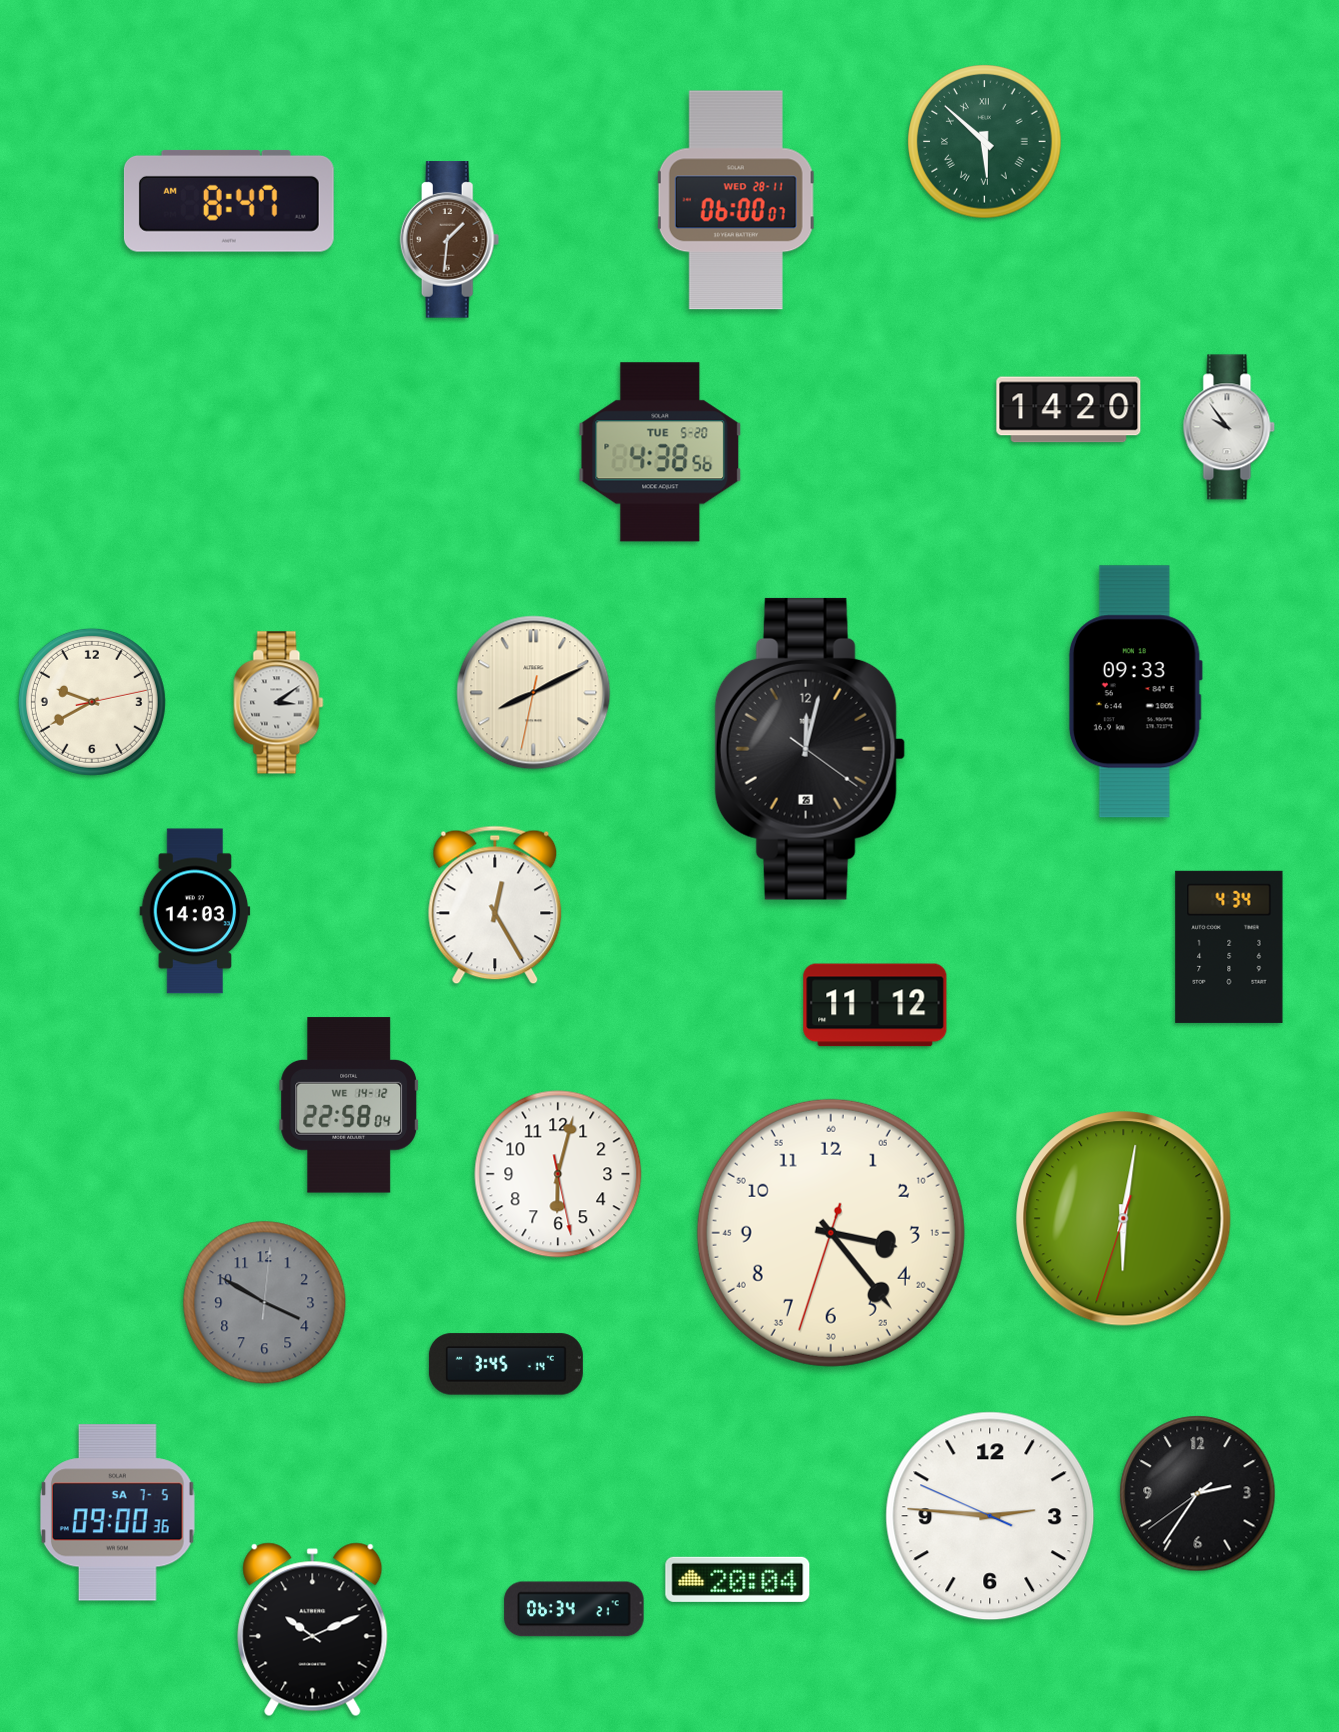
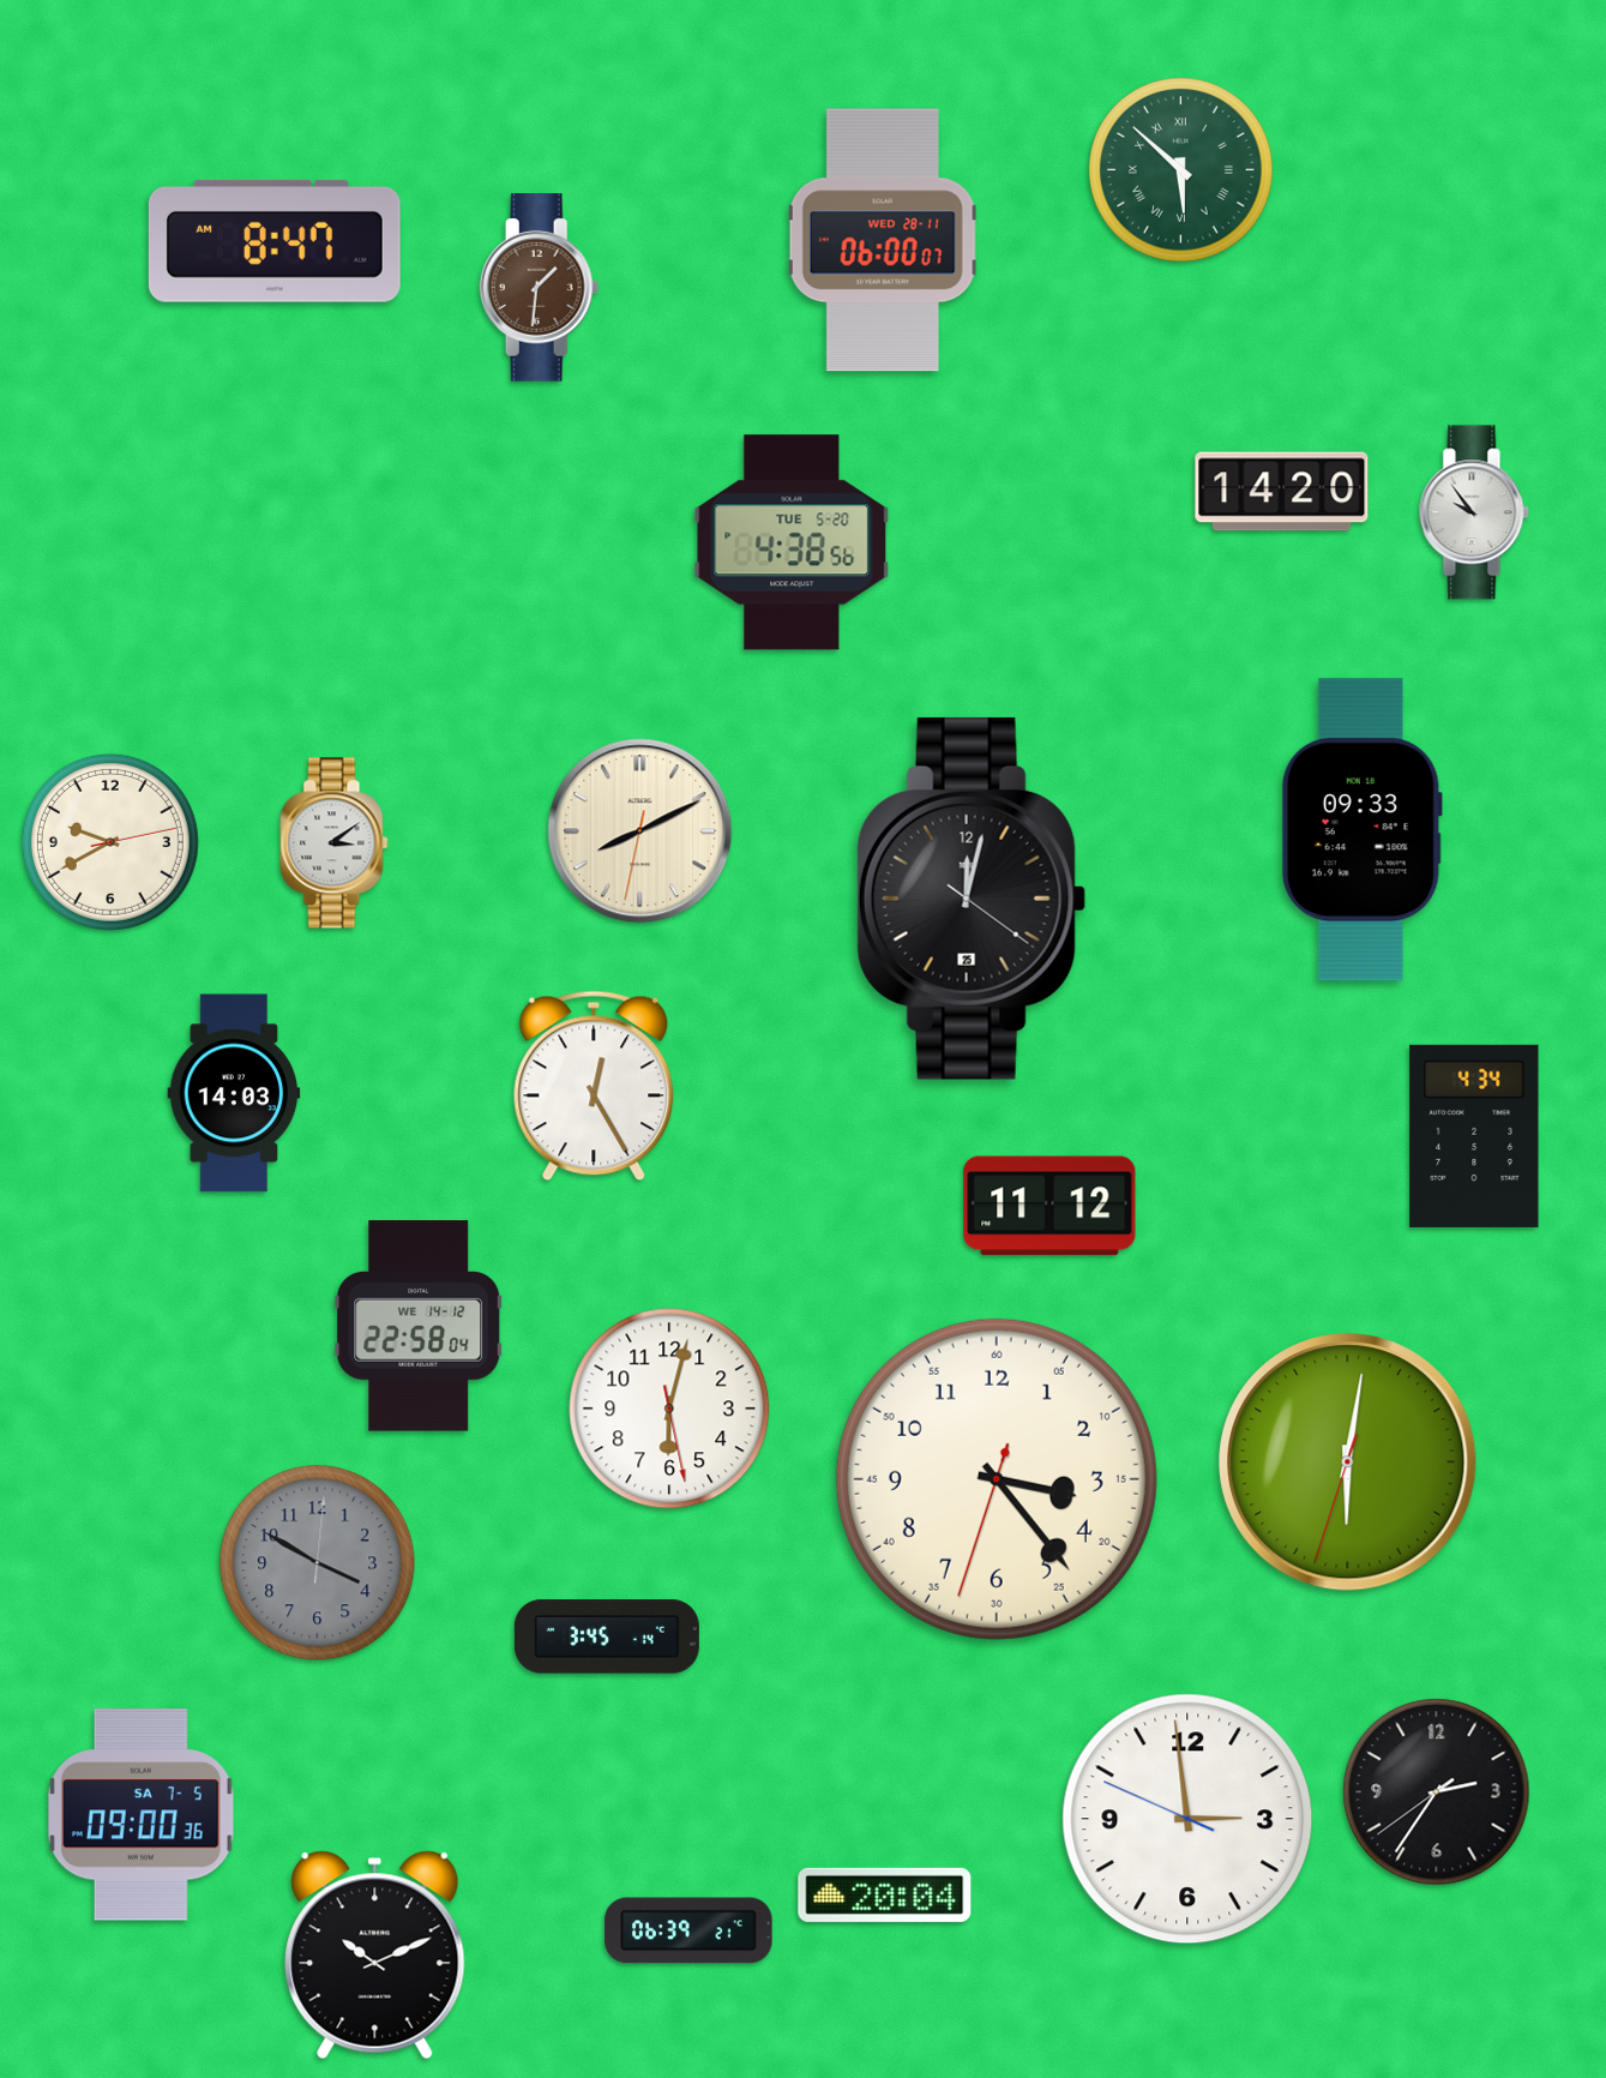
clock at (990, 1516): 2:45 -> 2:58
clock at (574, 1609): 06:34 -> 06:39
